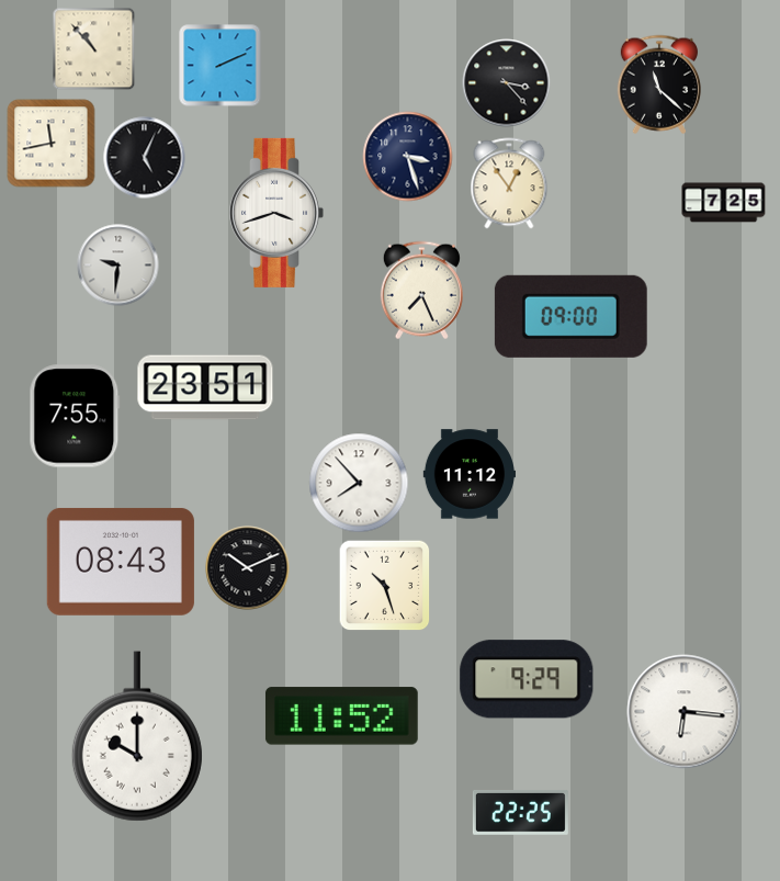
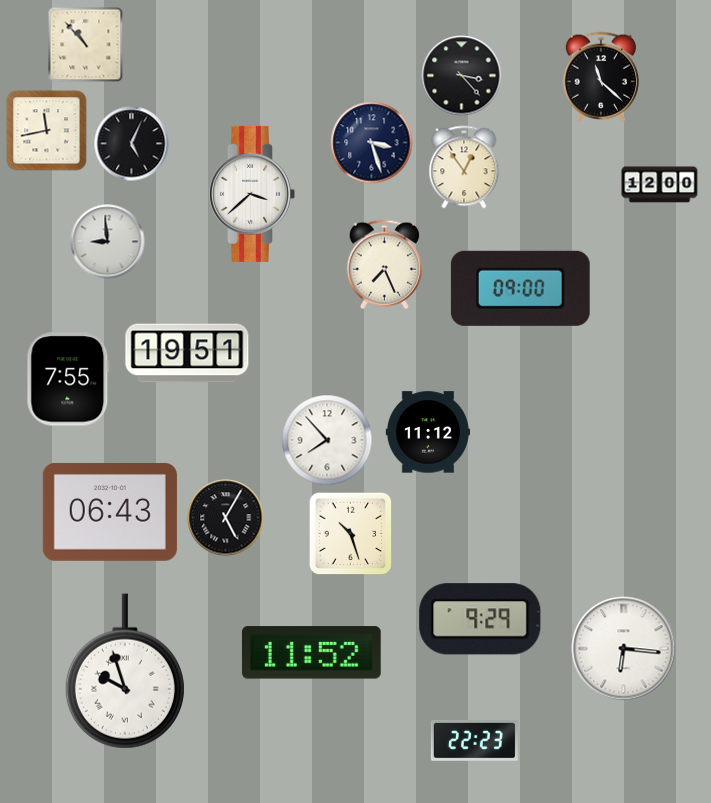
clock at (221, 66): 2:11 -> none
clock at (724, 203): 7:25 -> 12:00
clock at (276, 213): 3:42 -> 3:38
clock at (118, 266): 9:31 -> 8:59
clock at (205, 387): 23:51 -> 19:51
clock at (121, 562): 08:43 -> 06:43
clock at (248, 568): 10:11 -> 5:05
clock at (137, 736): 10:00 -> 9:57
clock at (520, 812): 22:25 -> 22:23
